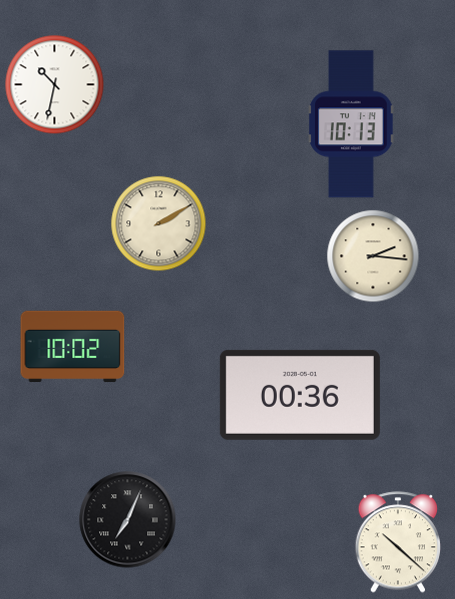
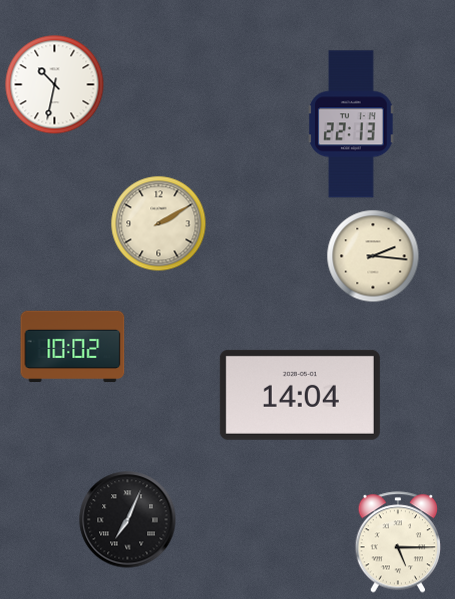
clock at (352, 124): 10:13 -> 22:13
clock at (300, 395): 00:36 -> 14:04
clock at (398, 542): 10:22 -> 5:15
